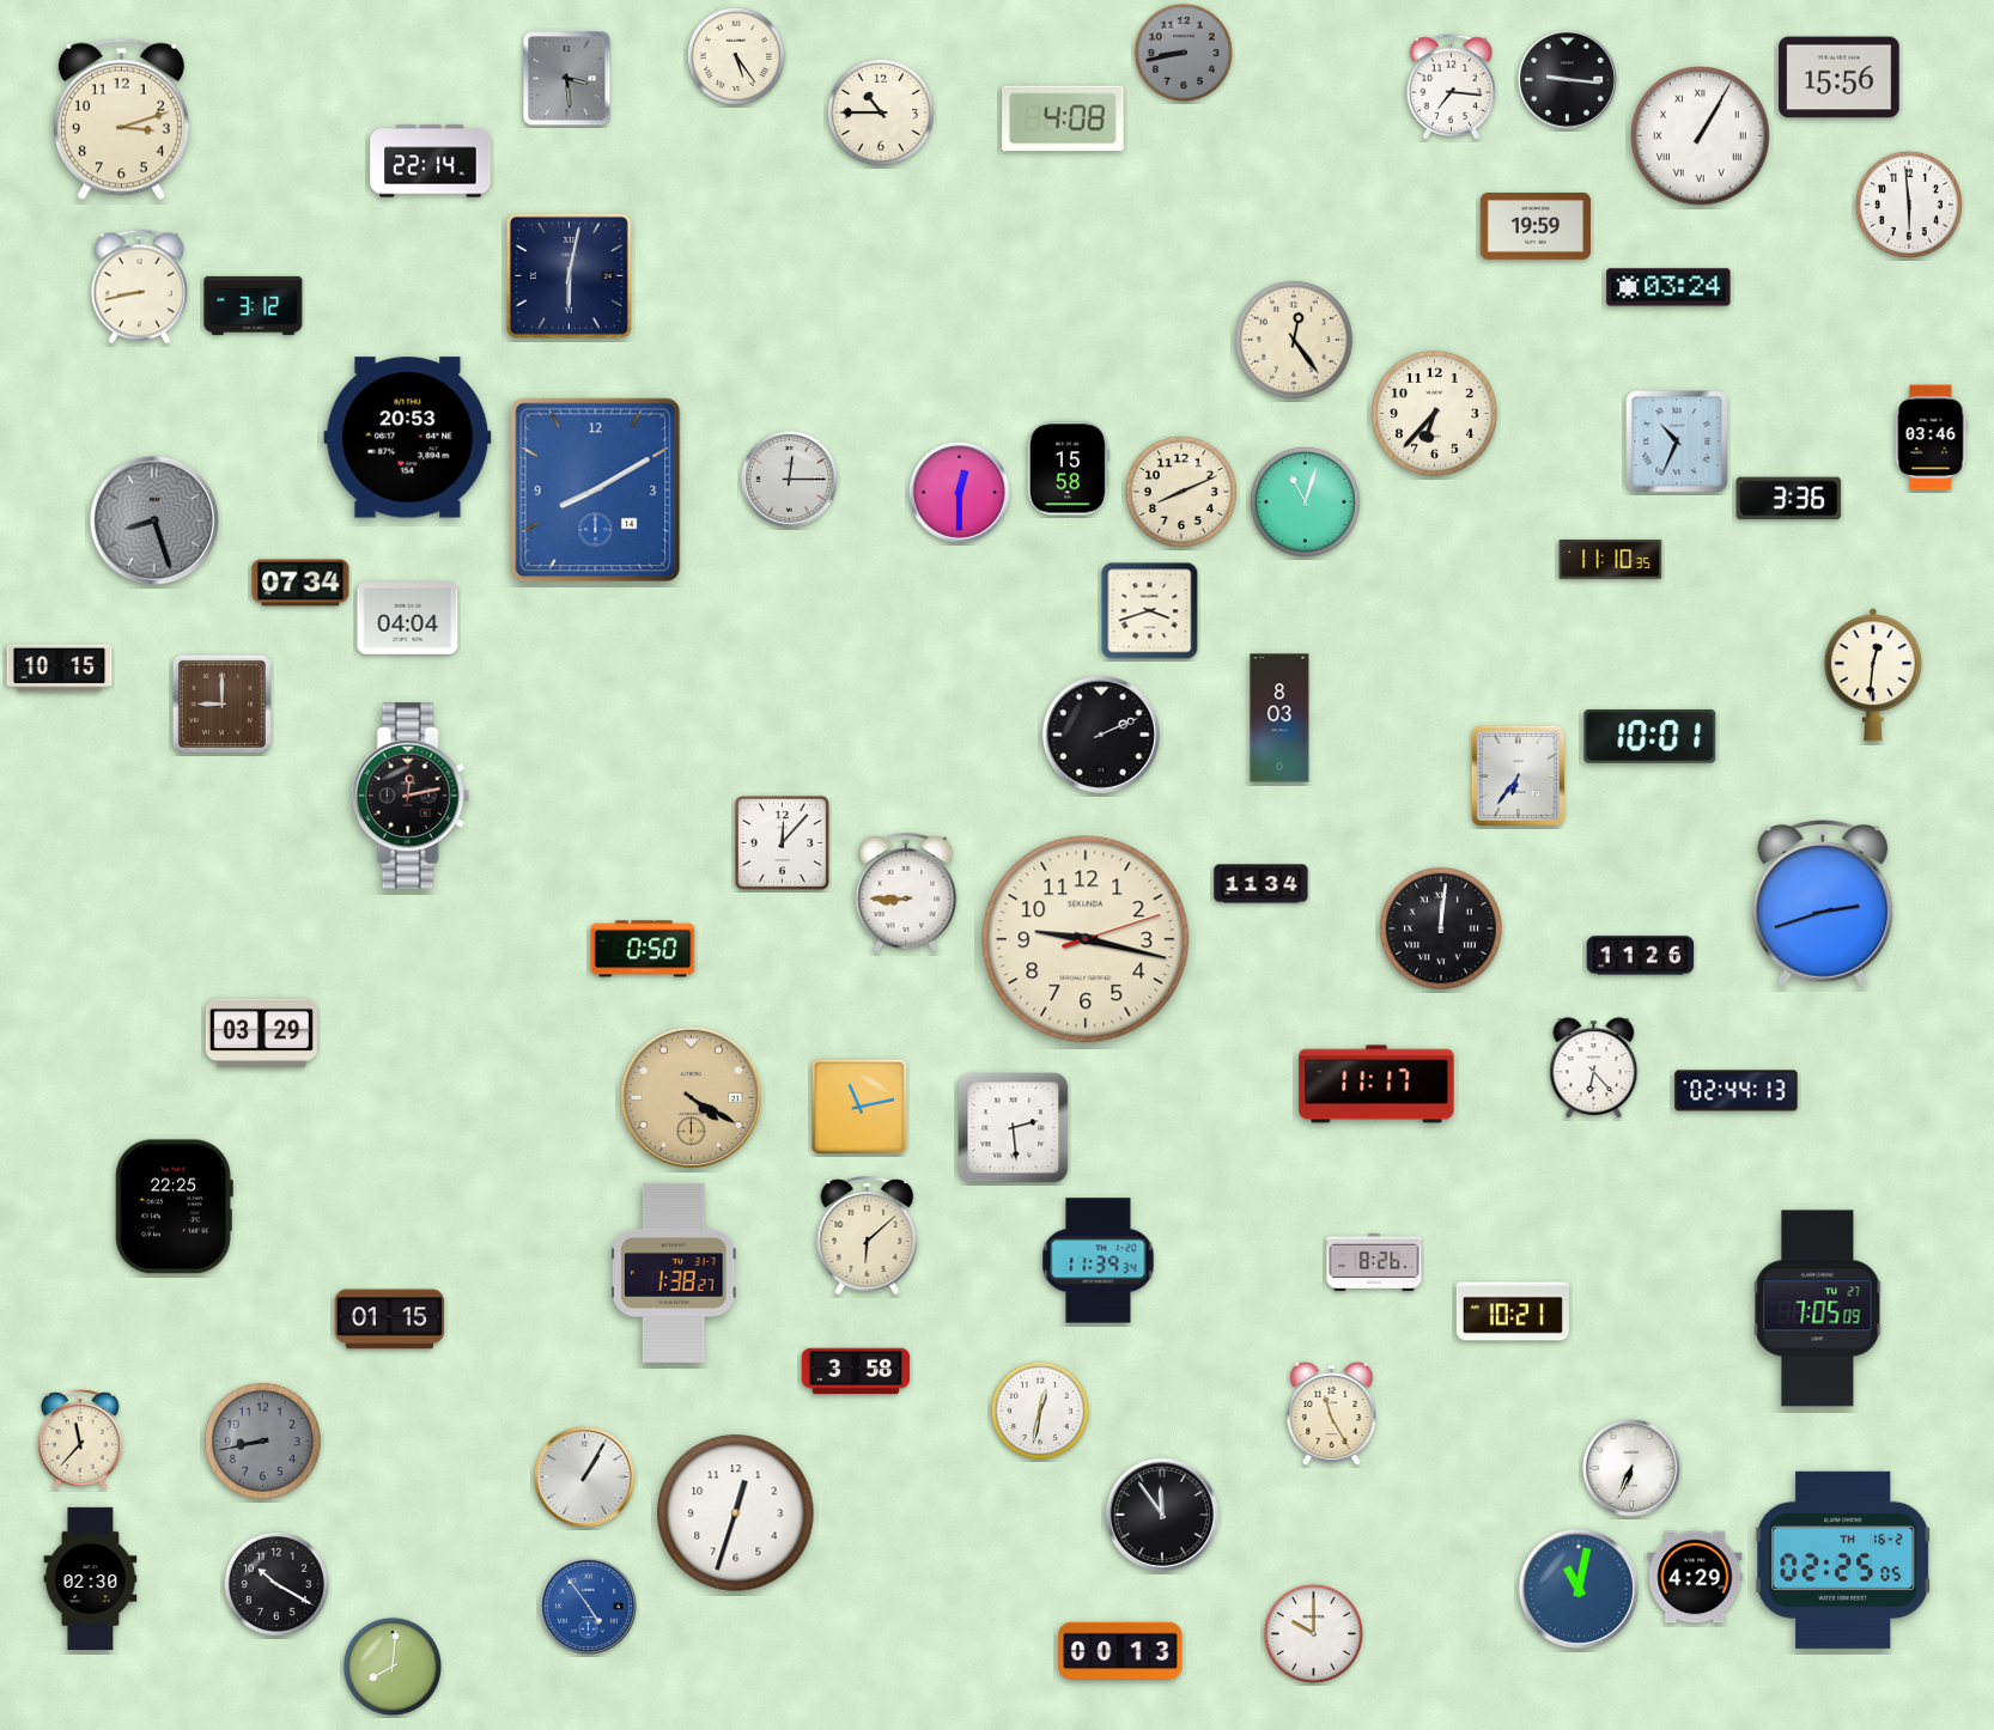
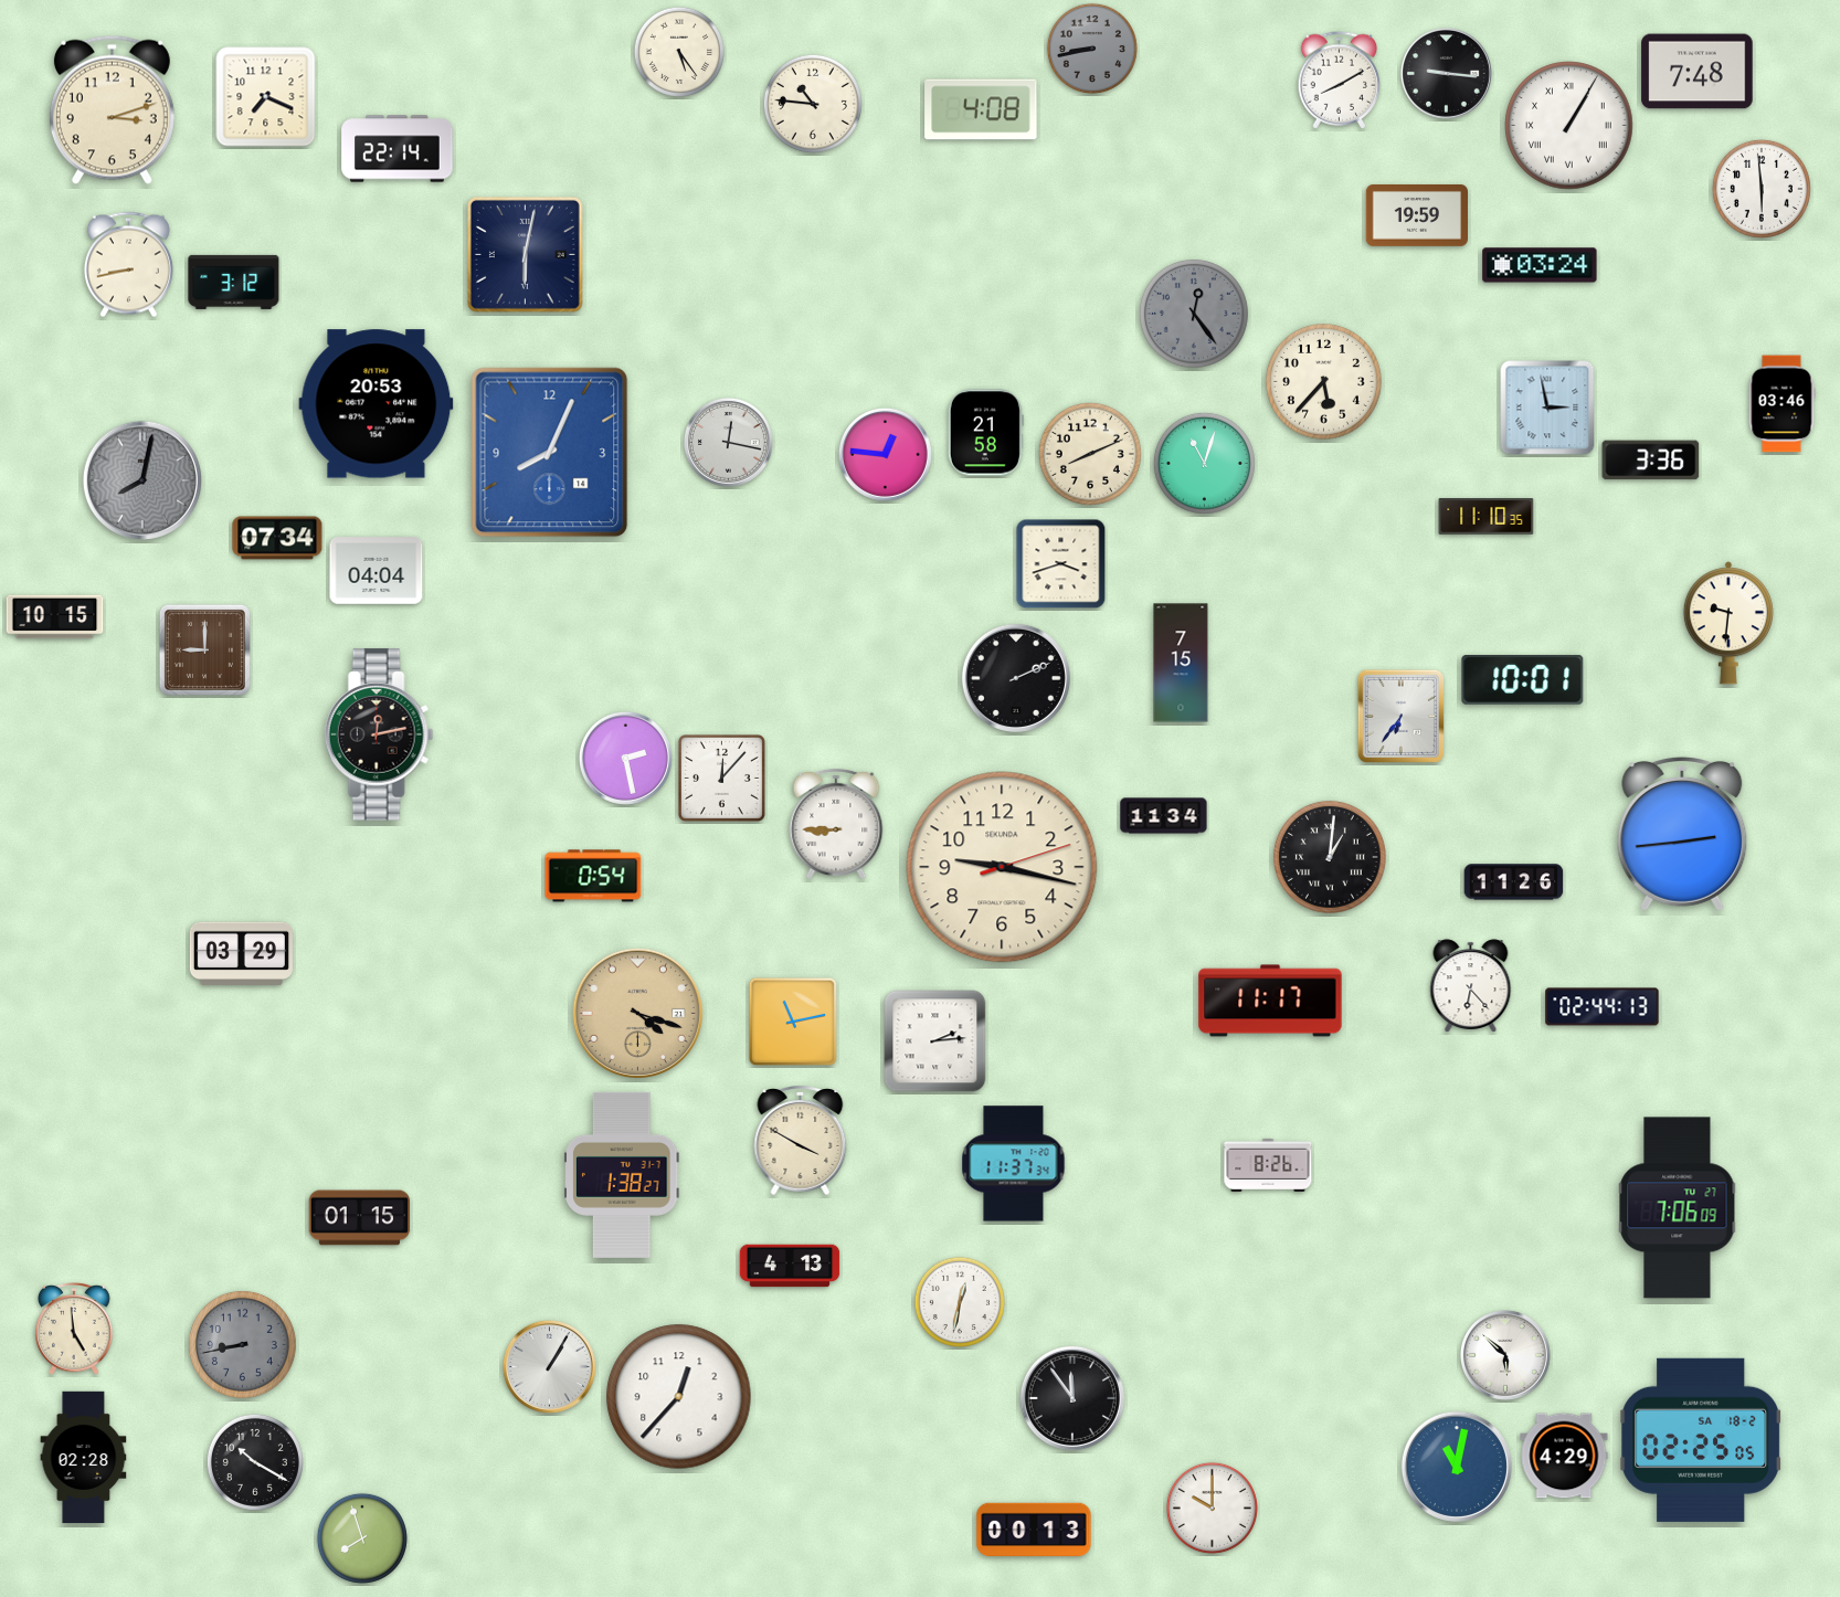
clock at (1840, 78): 15:56 -> 7:48
clock at (567, 79): 3:29 -> none
clock at (1452, 87): 7:16 -> 8:10
clock at (266, 97): none -> 7:19
clock at (881, 112): 10:45 -> 10:46
clock at (1534, 227) position: (1534, 227) -> (1416, 216)
clock at (1294, 340) dial: cream -> grey
clock at (1435, 414): 6:37 -> 5:37
clock at (1677, 441): 10:34 -> 2:58
clock at (1068, 469): 15:58 -> 21:58
clock at (789, 479): 12:15 -> 12:17
clock at (596, 491): 8:10 -> 8:04
clock at (959, 492): 12:30 -> 12:46
clock at (154, 520): 8:27 -> 8:02
clock at (1873, 675): 12:31 -> 9:31
clock at (1279, 718): 8:03 -> 7:15
clock at (625, 758): none -> 2:28
clock at (1823, 903): 2:42 -> 2:44
clock at (1441, 928): 12:01 -> 1:01
clock at (643, 949): 0:50 -> 0:54
clock at (691, 1097): 4:20 -> 4:18
clock at (1014, 1128): 2:29 -> 2:14
clock at (174, 1207): 22:25 -> none
clock at (868, 1235): 6:08 -> 3:50
clock at (1099, 1261): 11:39 -> 11:37
clock at (1818, 1309): 7:05 -> 7:06
clock at (1513, 1311): 10:21 -> none
clock at (856, 1371): 3:58 -> 4:13
clock at (1332, 1414): 11:25 -> none
clock at (80, 1440): 11:37 -> 4:59
clock at (262, 1440) position: (262, 1440) -> (242, 1344)
clock at (1631, 1468): 6:34 -> 5:52
clock at (584, 1476) position: (584, 1476) -> (549, 1366)
clock at (736, 1513): 12:33 -> 12:37
clock at (1844, 1560) date: TH 16-2 -> SA 18-2
clock at (91, 1579): 02:30 -> 02:28
clock at (588, 1606): 4:54 -> none
clock at (1120, 1651) position: (1120, 1651) -> (1034, 1530)
clock at (393, 1667): 8:01 -> 7:57
